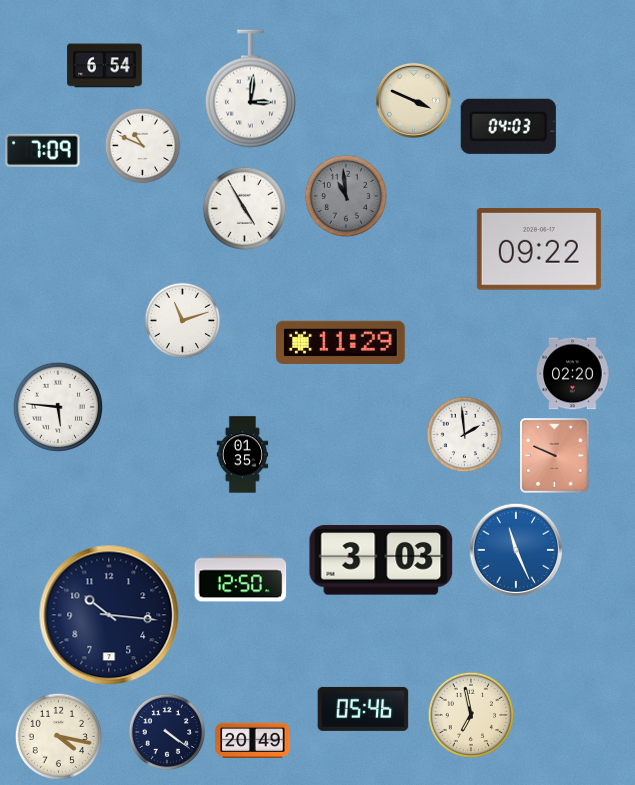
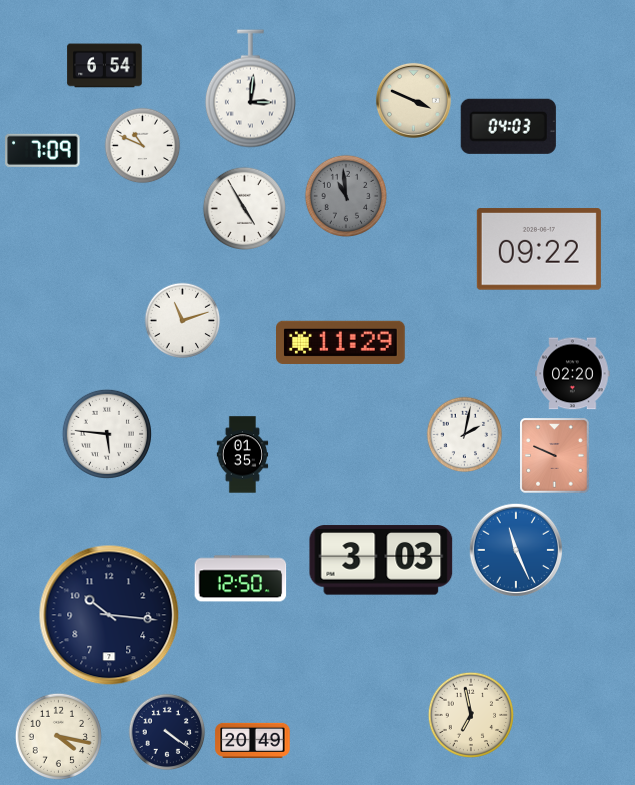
clock at (58, 407) position: (58, 407) -> (107, 434)
clock at (465, 435): 1:59 -> 2:02
clock at (363, 709): 05:46 -> none
